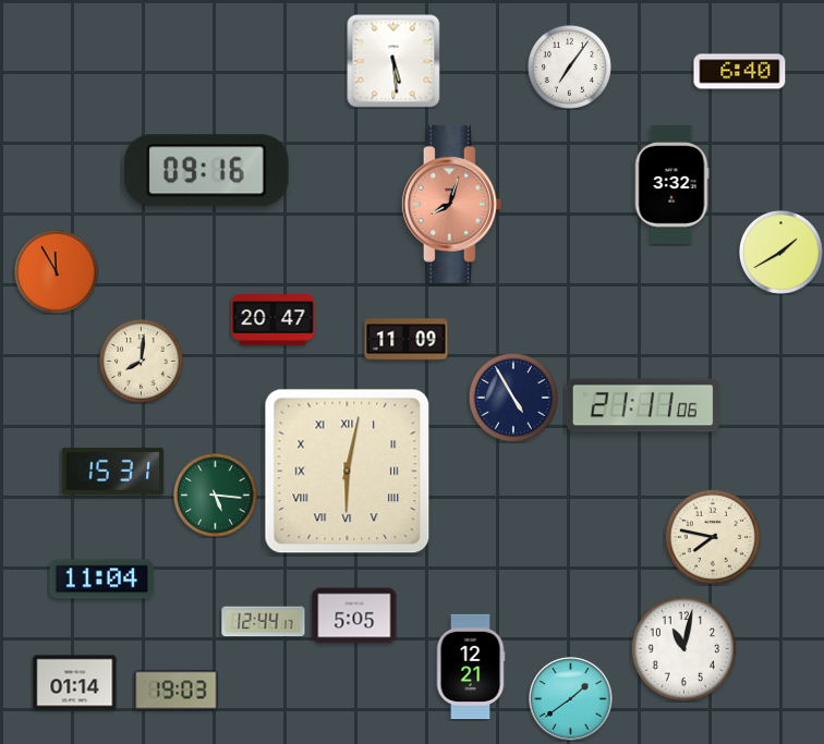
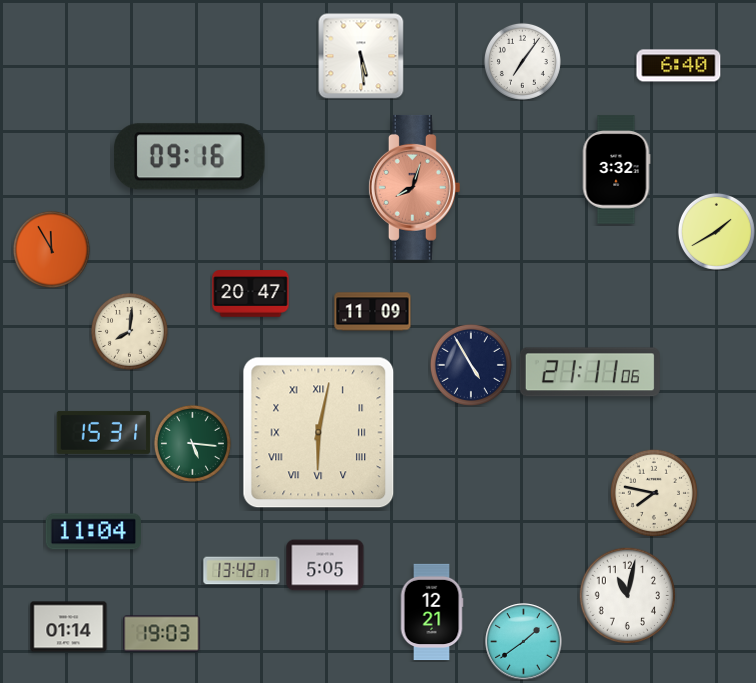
clock at (215, 495) position: (215, 495) -> (192, 443)
clock at (264, 622): 12:44 -> 13:42
